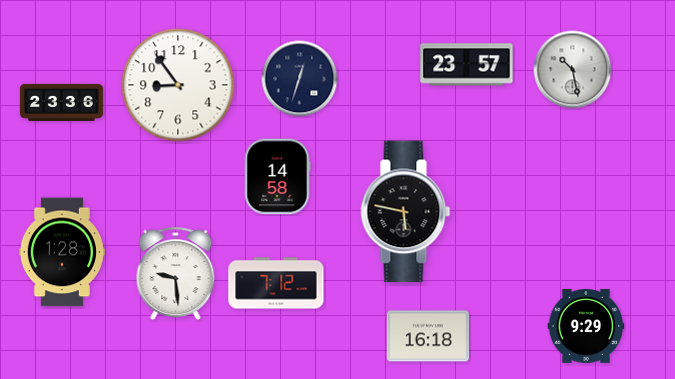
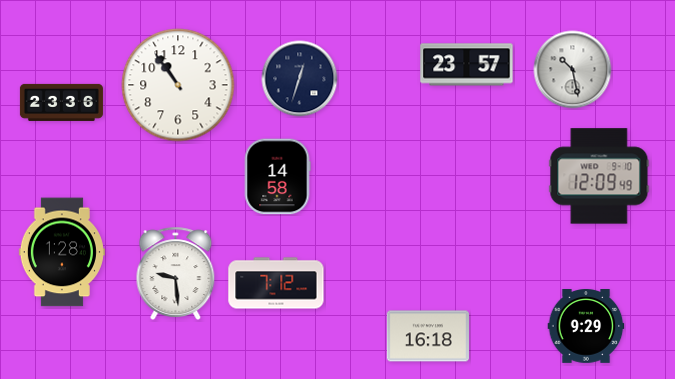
clock at (178, 85): 8:54 -> 10:54
clock at (599, 176): none -> 12:09
clock at (406, 212): 5:47 -> none
